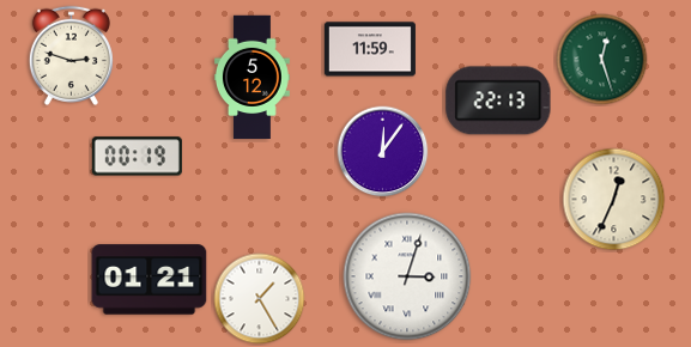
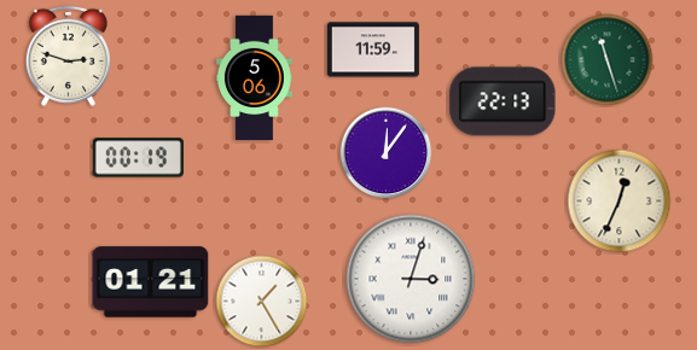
clock at (71, 55) position: (71, 55) -> (68, 56)
clock at (602, 60): 12:27 -> 11:27
clock at (253, 78): 5:12 -> 5:06
